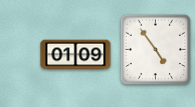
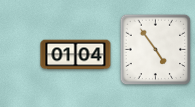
clock at (76, 55): 01:09 -> 01:04
